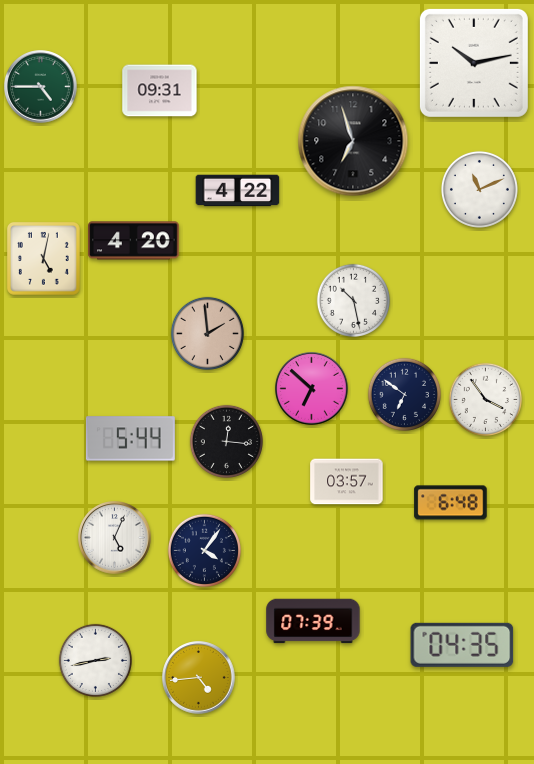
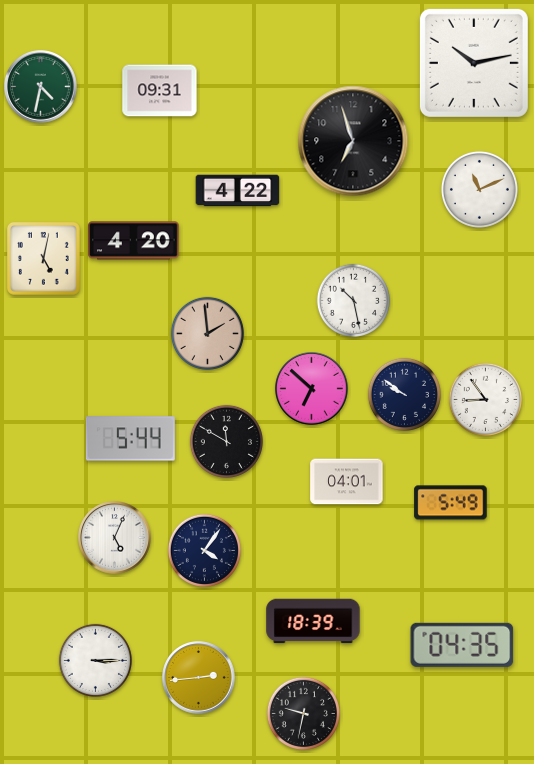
clock at (41, 87): 4:45 -> 4:32
clock at (404, 394): 6:51 -> 9:51
clock at (485, 399): 3:54 -> 8:54
clock at (226, 441): 12:16 -> 11:50
clock at (347, 482): 03:57 -> 04:01
clock at (451, 503): 6:48 -> 5:49
clock at (313, 621): 07:39 -> 18:39
clock at (95, 660): 2:43 -> 3:15
clock at (199, 678): 4:44 -> 2:44
clock at (303, 713): none -> 9:32
